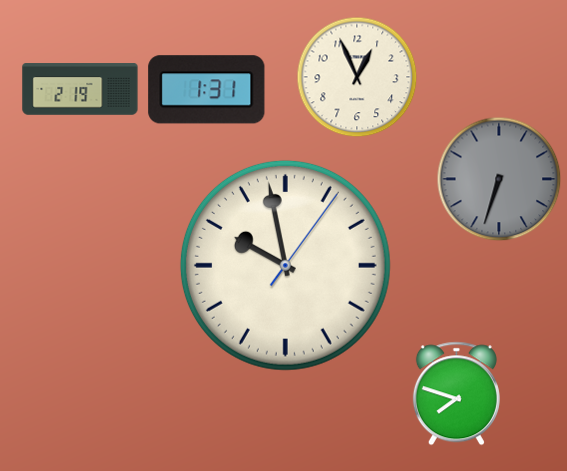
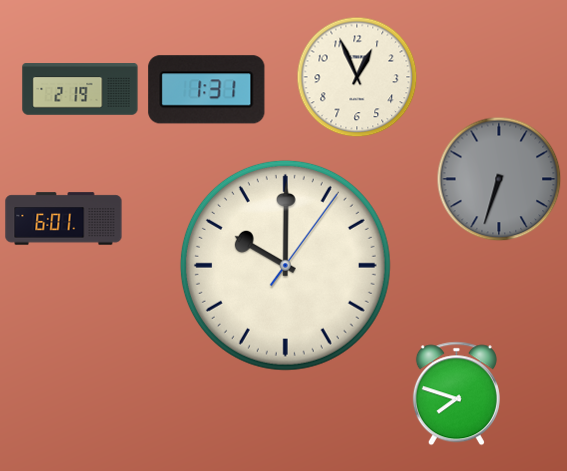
clock at (64, 219): none -> 6:01
clock at (285, 265): 9:58 -> 10:00
